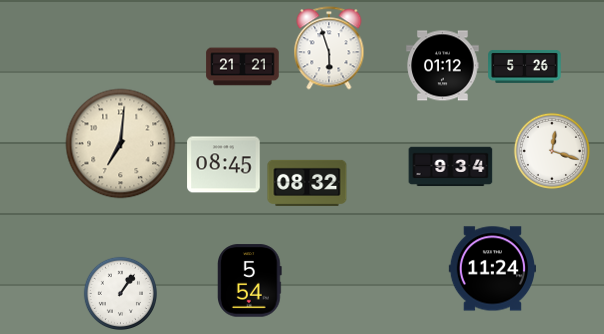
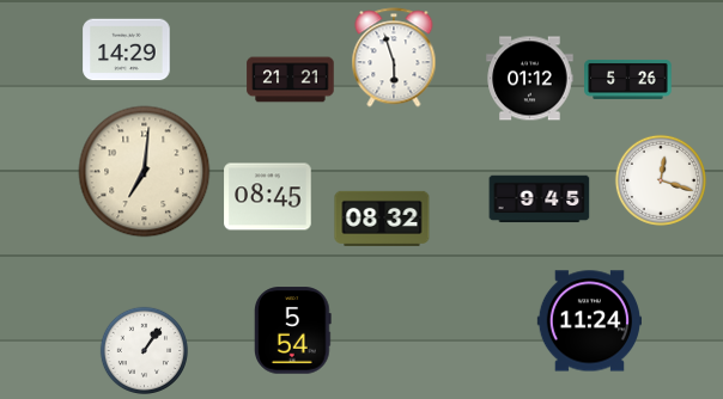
clock at (127, 50): none -> 14:29
clock at (451, 167): 9:34 -> 9:45
clock at (307, 183) position: (307, 183) -> (382, 219)
clock at (250, 281) position: (250, 281) -> (293, 331)
